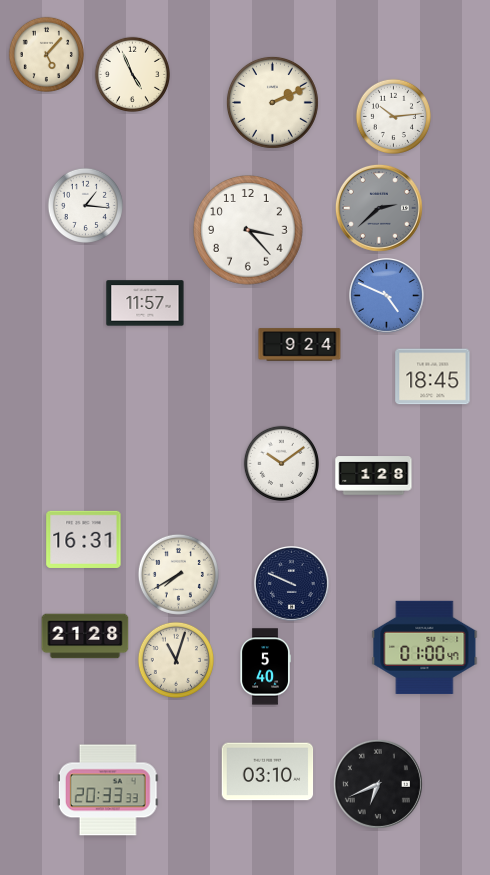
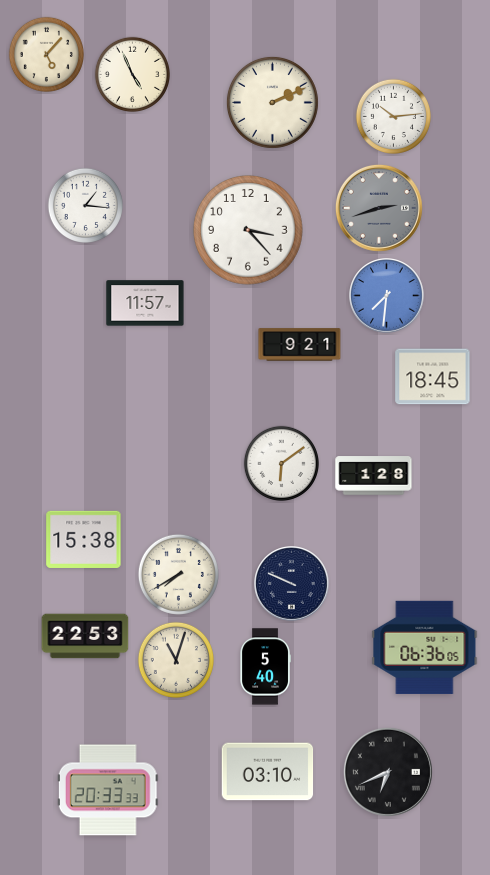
clock at (379, 208): 2:38 -> 2:42
clock at (387, 296): 4:49 -> 7:31
clock at (300, 345): 9:24 -> 9:21
clock at (281, 463): 10:09 -> 6:09
clock at (84, 539): 16:31 -> 15:38
clock at (85, 636): 21:28 -> 22:53
clock at (425, 647): 01:00 -> 06:36
clock at (378, 784) position: (378, 784) -> (388, 772)
